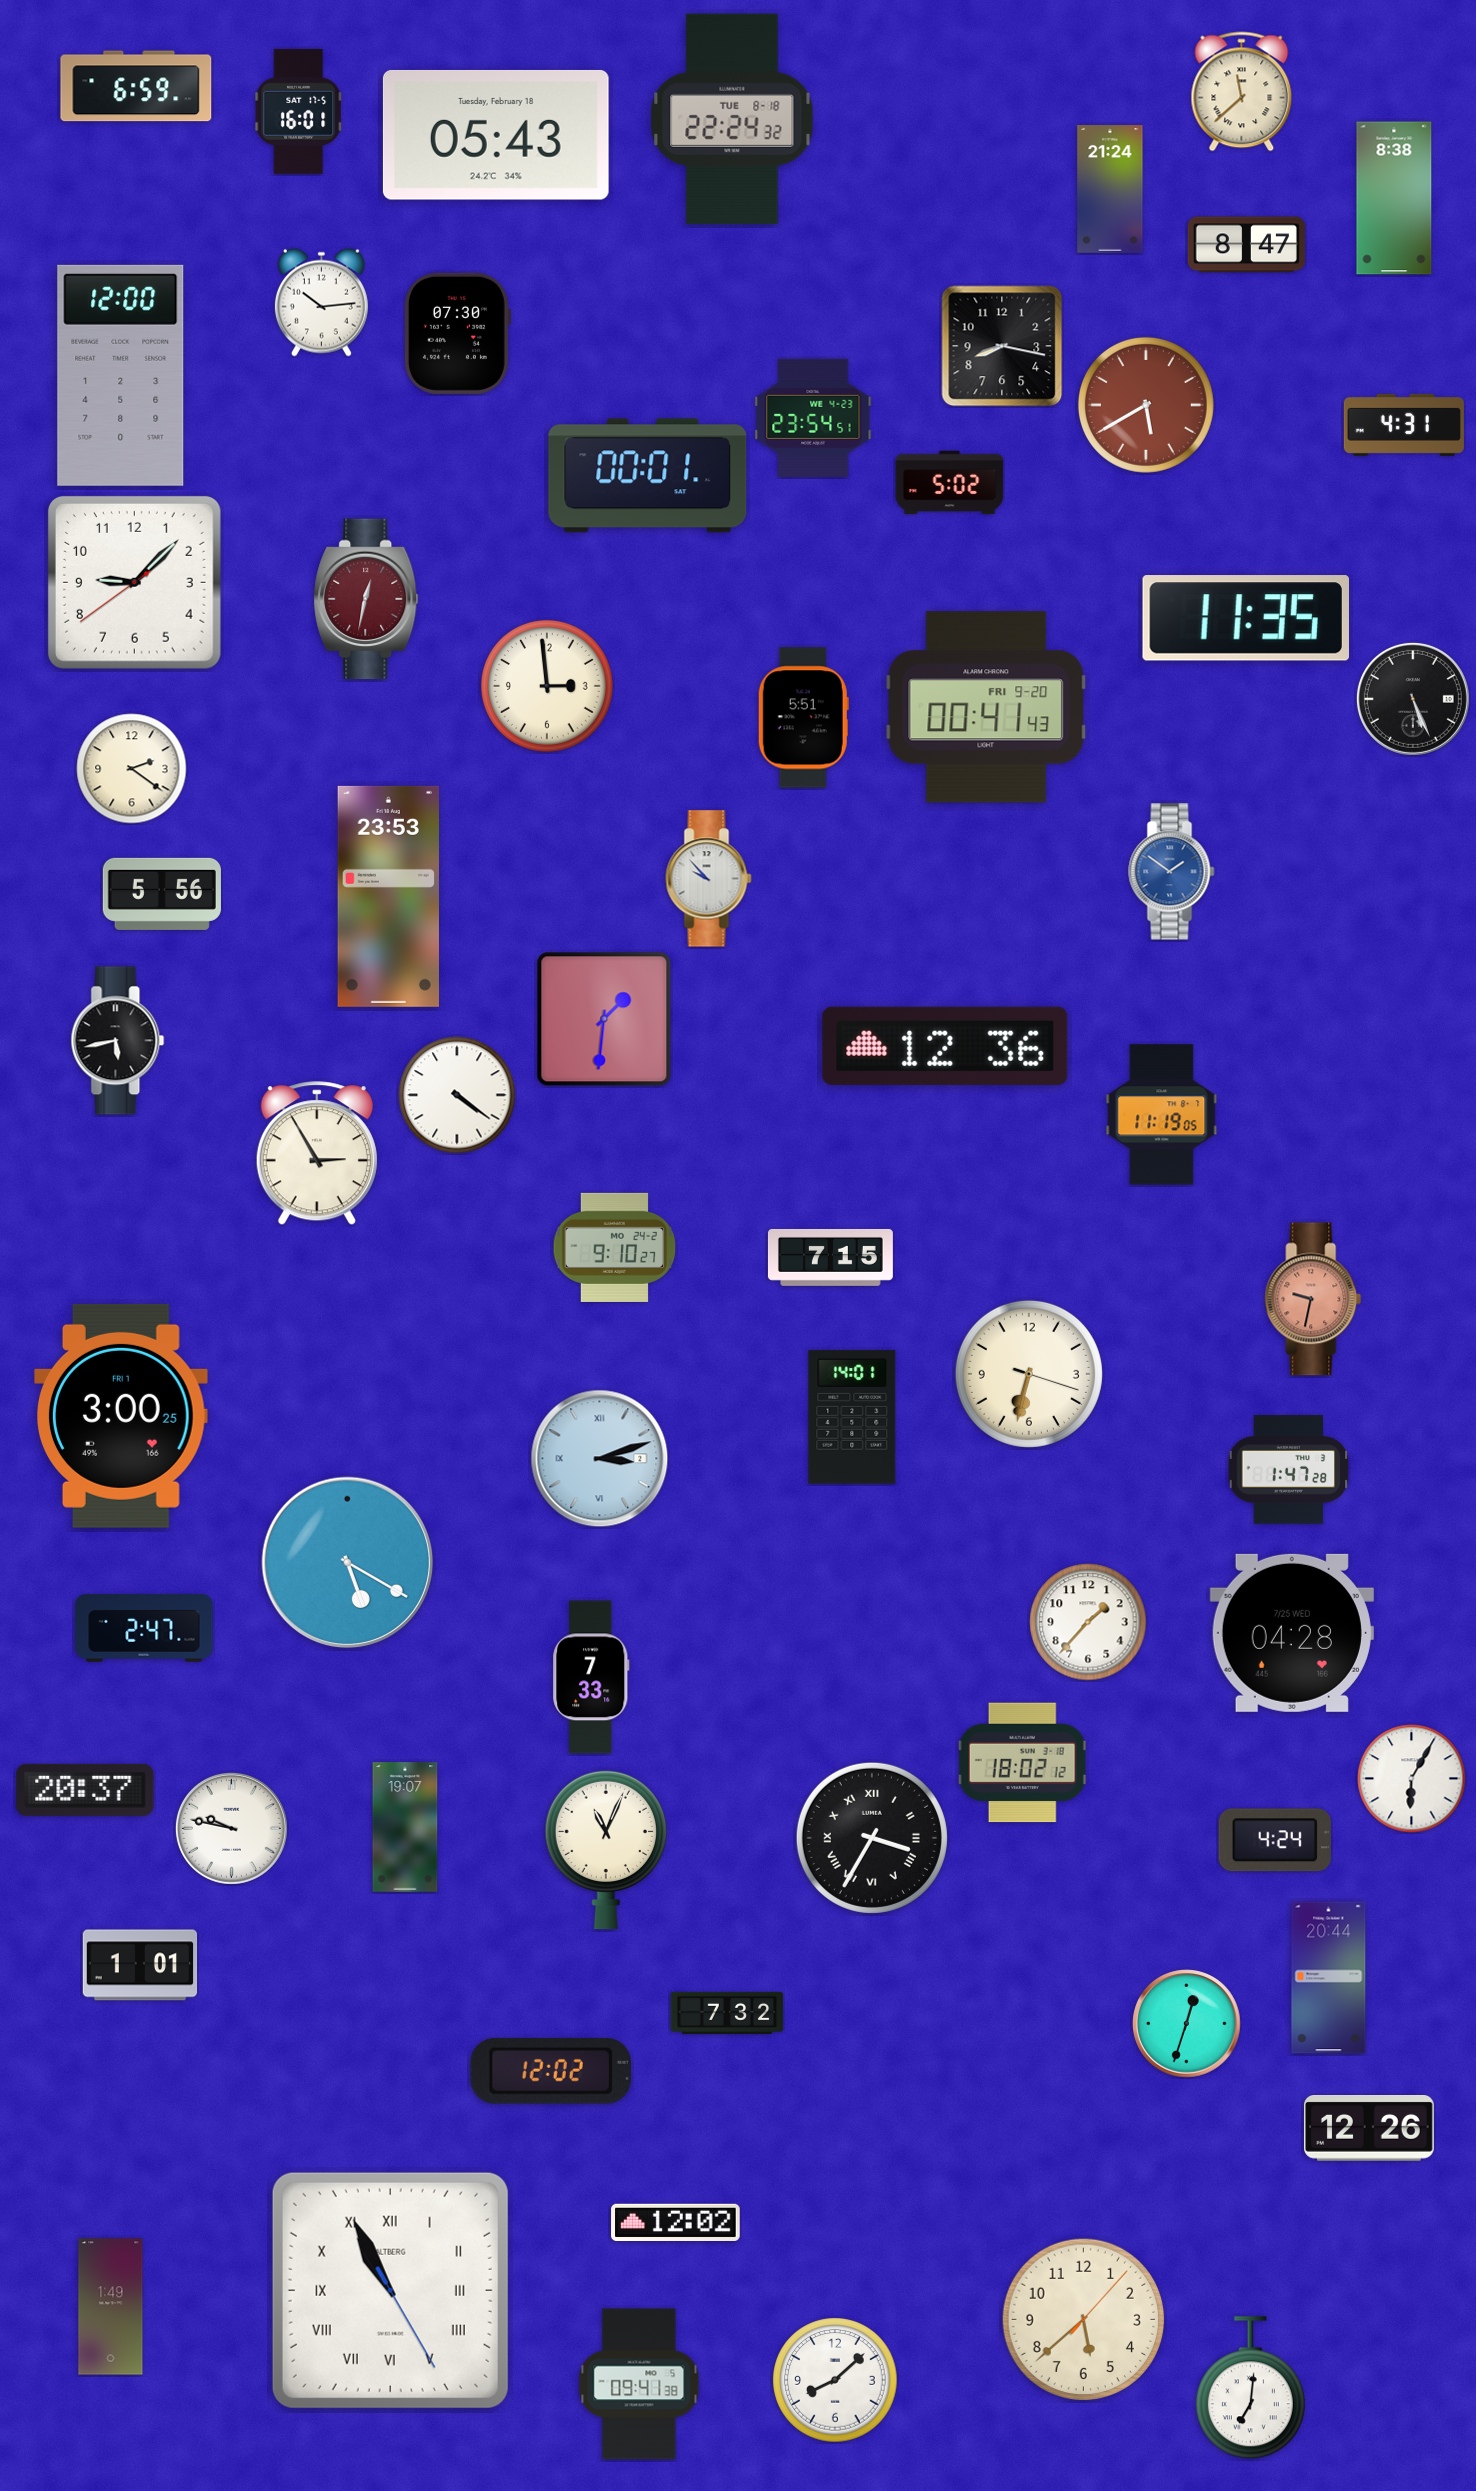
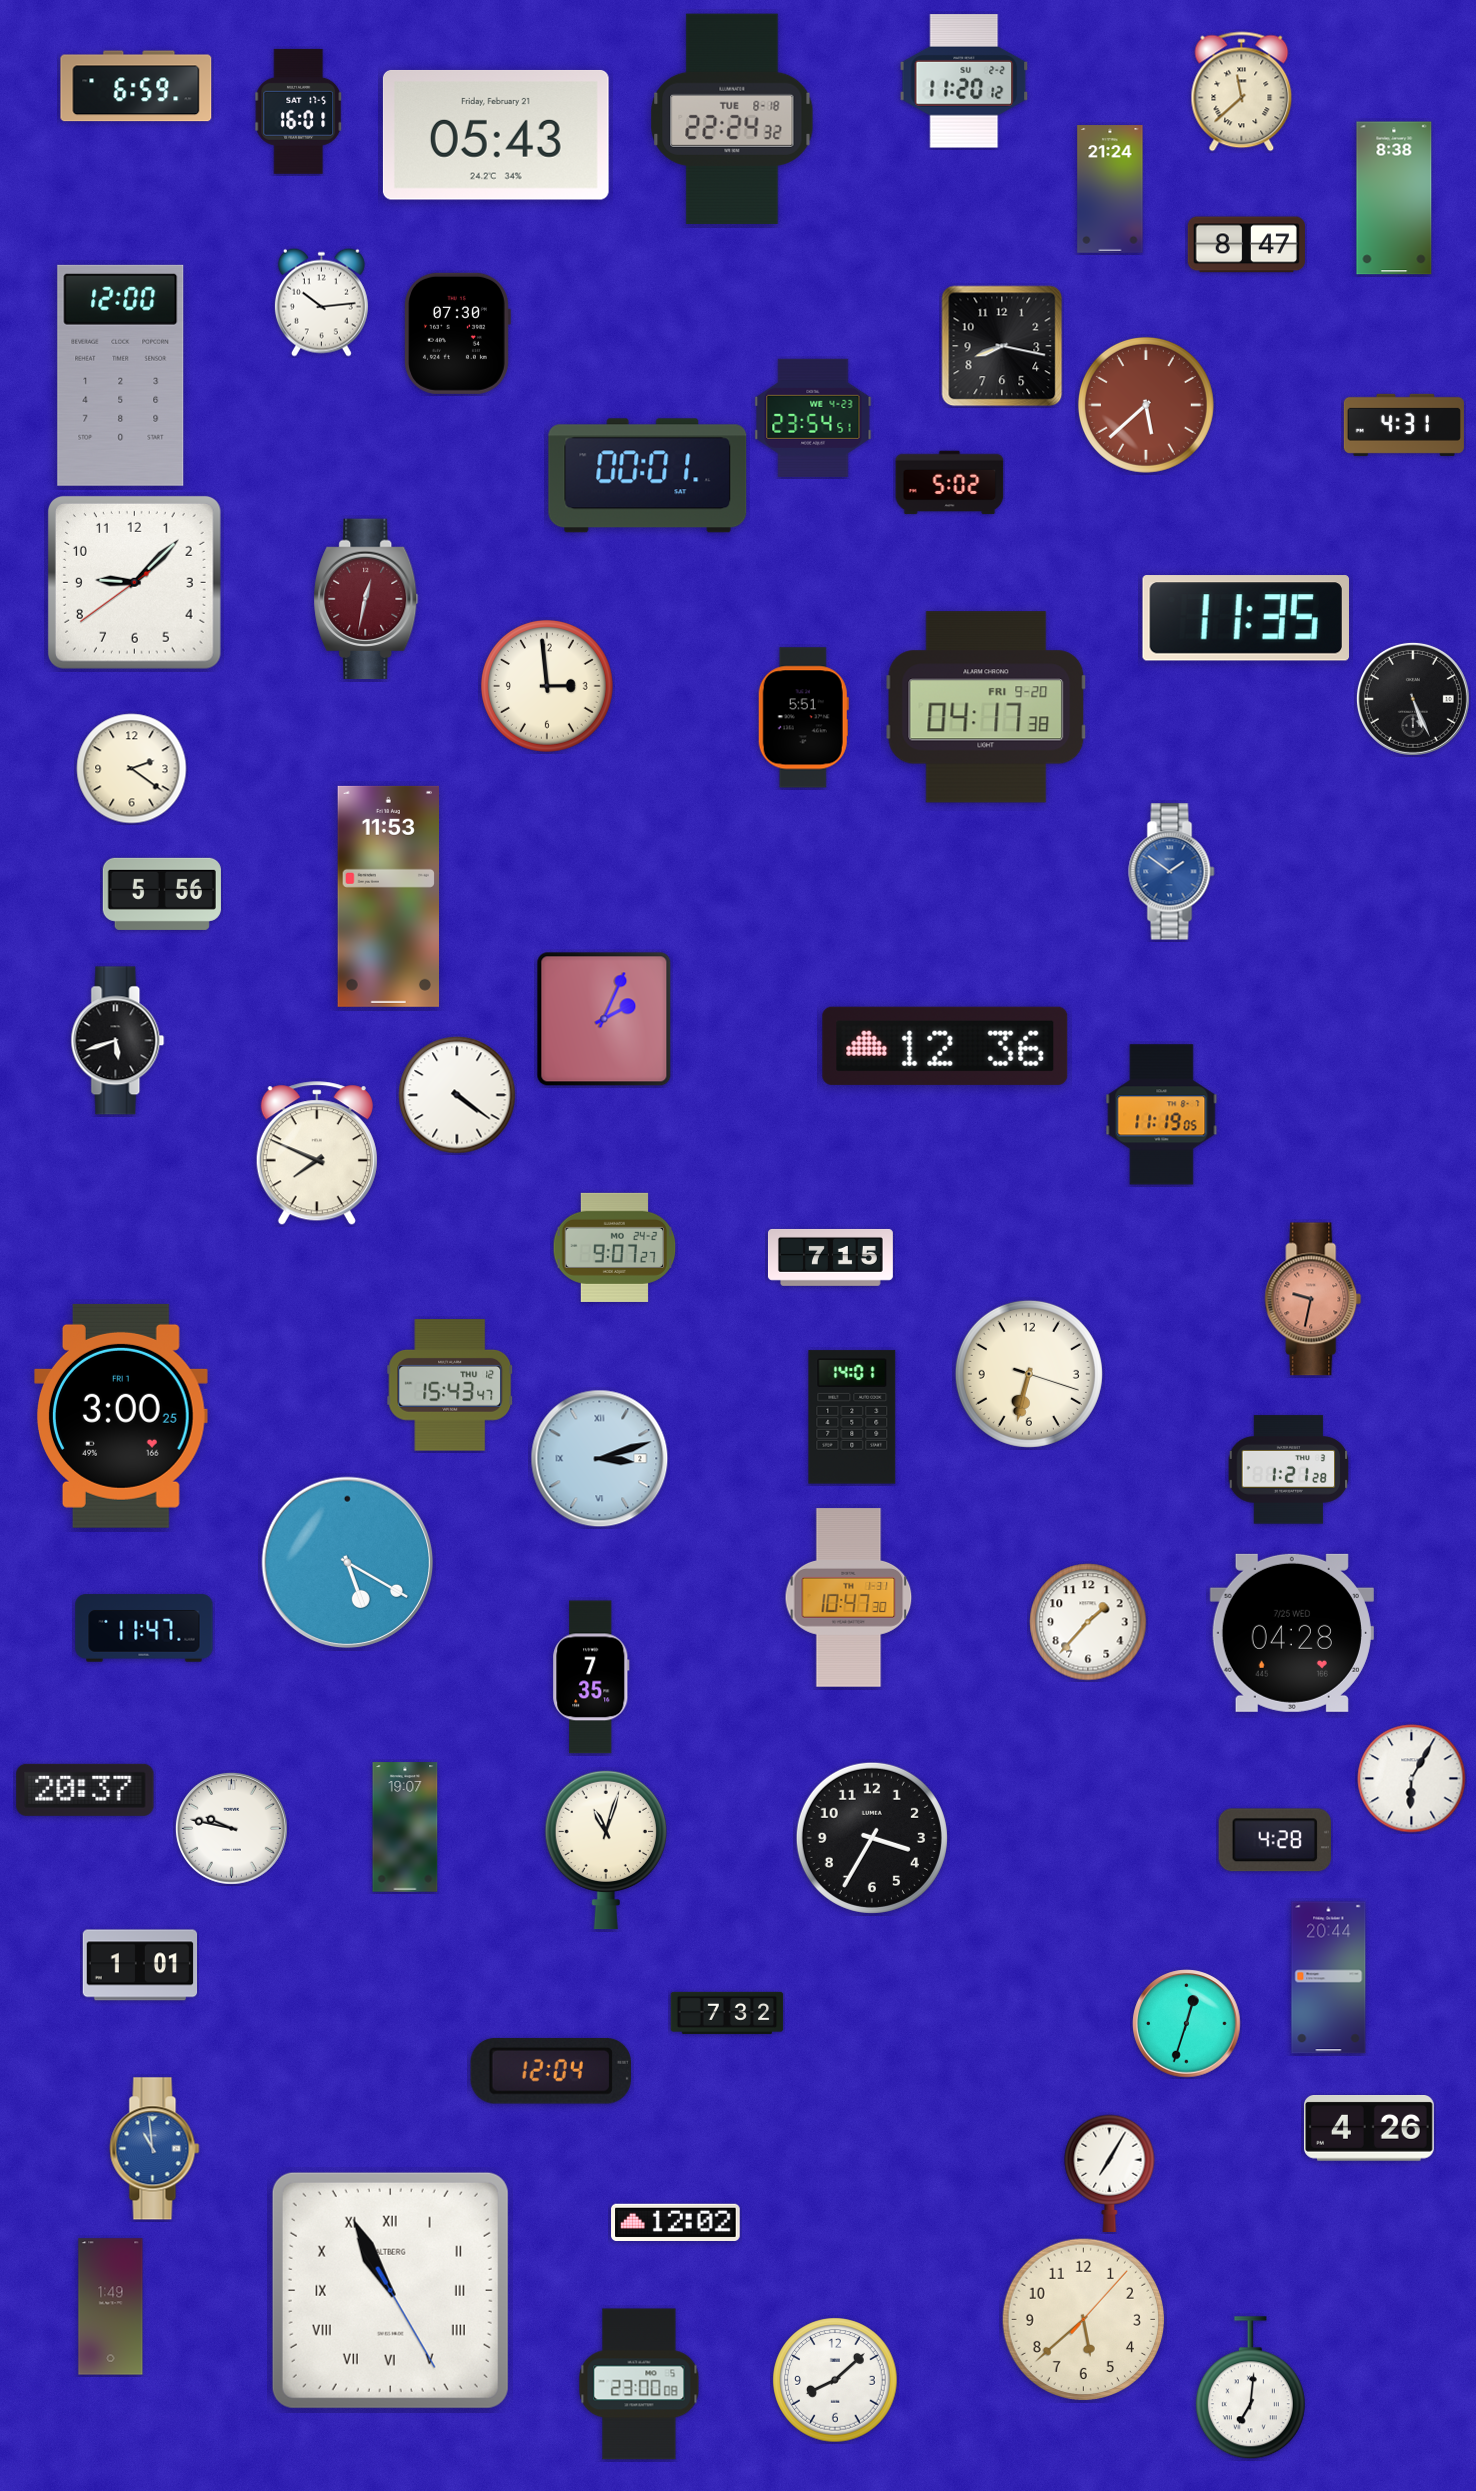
clock at (964, 81): none -> 11:20
clock at (496, 135) date: Tuesday, February 18 -> Friday, February 21
clock at (1146, 405): 5:40 -> 5:38
clock at (986, 707): 00:41 -> 04:17
clock at (709, 879): 9:53 -> none
clock at (388, 896): 23:53 -> 11:53
clock at (604, 1019): 1:31 -> 2:04
clock at (118, 1041): 5:43 -> 5:42
clock at (317, 1154): 2:55 -> 7:49
clock at (615, 1247): 9:10 -> 9:07
clock at (450, 1385): none -> 15:43
clock at (1289, 1470): 1:47 -> 1:21
clock at (849, 1598): none -> 10:47
clock at (144, 1628): 2:47 -> 11:47
clock at (591, 1677): 7:33 -> 7:35
clock at (1023, 1763): 18:02 -> none
clock at (872, 1838) numerals: Roman -> Arabic
clock at (1275, 1840): 4:24 -> 4:28
clock at (606, 1850): 11:04 -> 11:03
clock at (551, 2072): 12:02 -> 12:04
clock at (1369, 2129): 12:26 -> 4:26
clock at (155, 2149): none -> 10:59
clock at (1110, 2173): none -> 7:05
clock at (639, 2384): 09:41 -> 23:00
